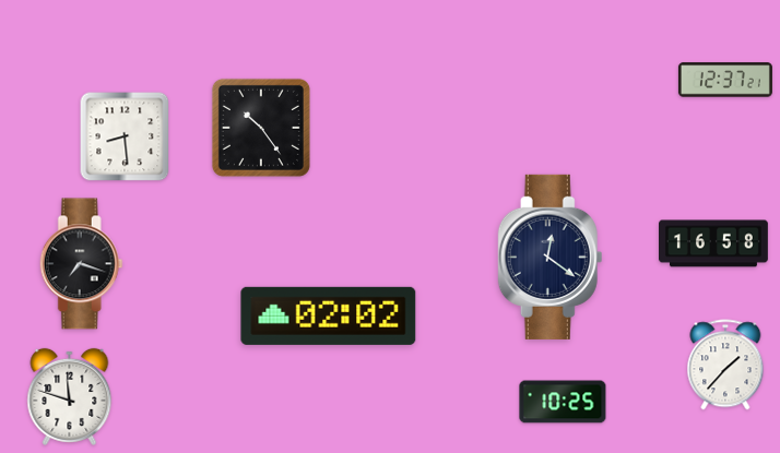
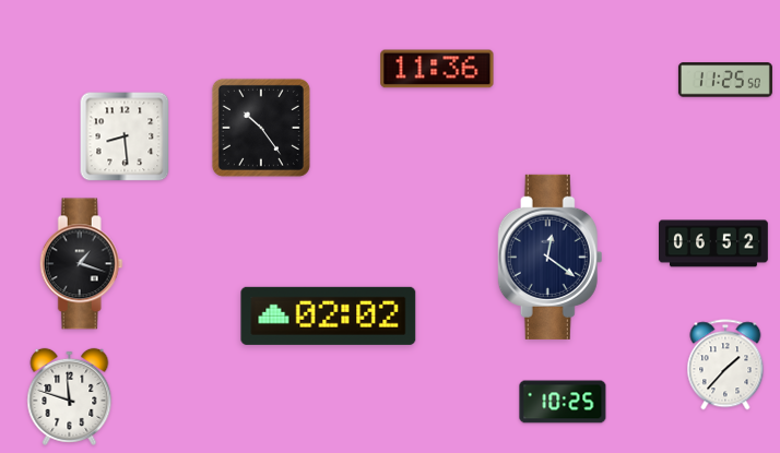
clock at (437, 69): none -> 11:36
clock at (725, 80): 12:37 -> 11:25
clock at (714, 243): 16:58 -> 06:52
clock at (81, 264): 7:18 -> 1:18
